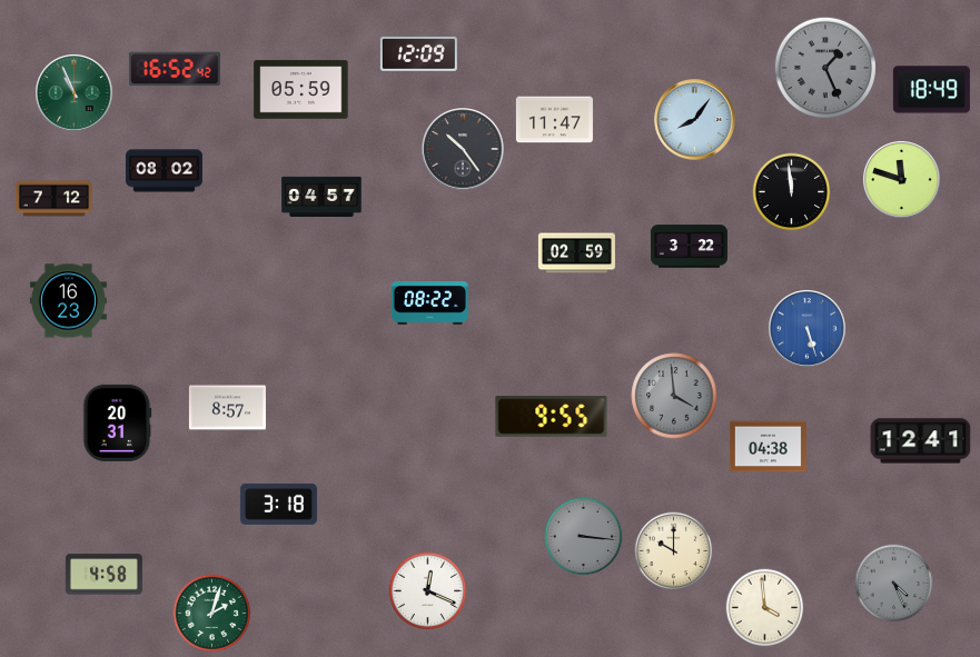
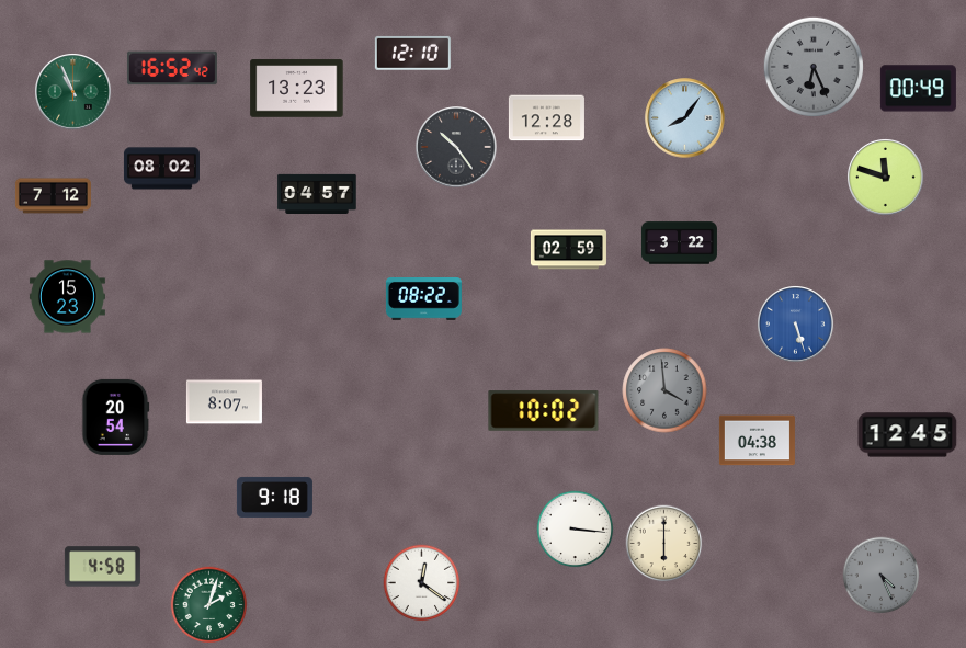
clock at (418, 53): 12:09 -> 12:10
clock at (824, 67): 1:26 -> 6:26
clock at (301, 90): 05:59 -> 13:23
clock at (931, 90): 18:49 -> 00:49
clock at (554, 120): 11:47 -> 12:28
clock at (902, 180) position: (902, 180) -> (886, 178)
clock at (792, 192): 11:59 -> none
clock at (68, 301): 16:23 -> 15:23
clock at (227, 408): 8:57 -> 8:07
clock at (552, 417): 9:55 -> 10:02
clock at (118, 422): 20:31 -> 20:54
clock at (921, 441): 12:41 -> 12:45
clock at (278, 504): 3:18 -> 9:18
clock at (584, 537) dial: grey -> white
clock at (674, 551): 10:00 -> 6:00
clock at (428, 591): 12:19 -> 12:21
clock at (765, 608): 3:59 -> none
